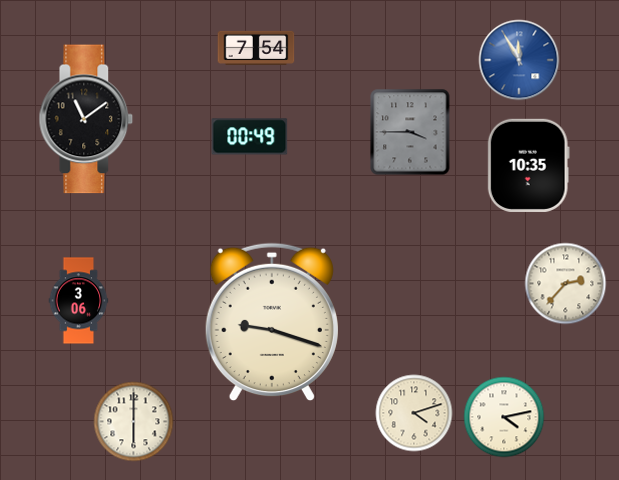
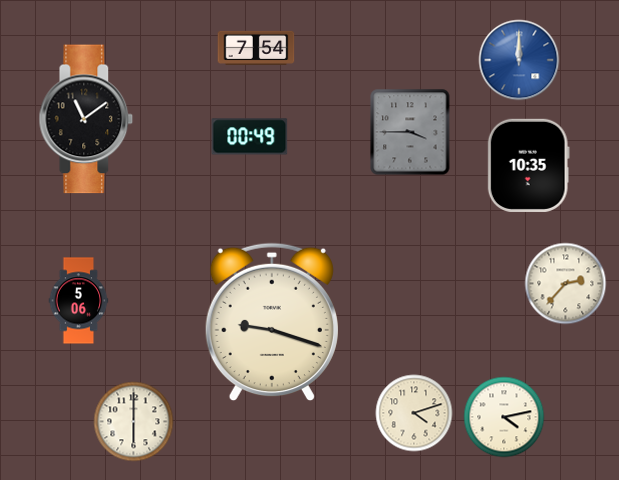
clock at (519, 60): 11:55 -> 12:00
clock at (79, 301): 3:06 -> 5:06
